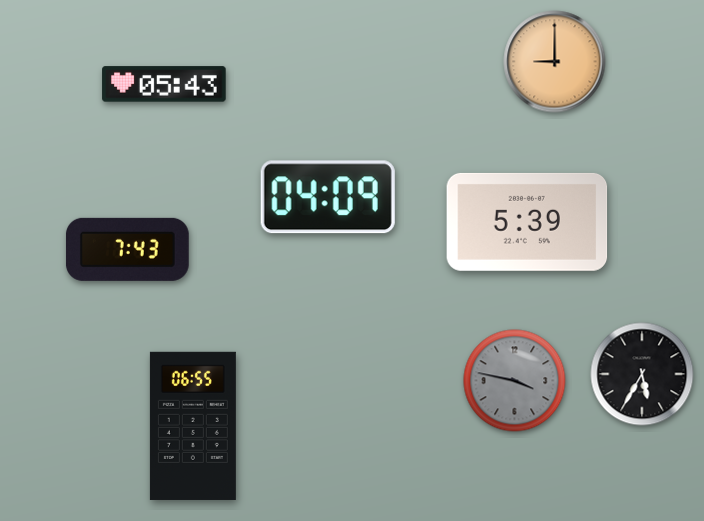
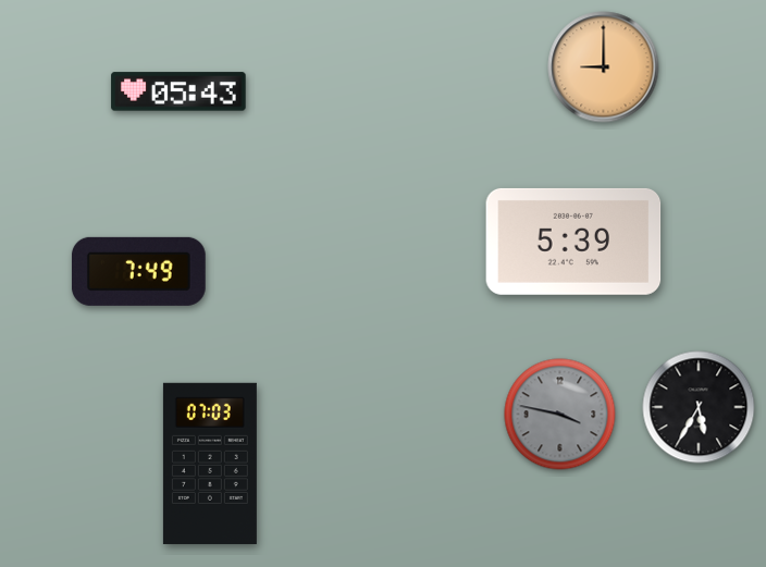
clock at (328, 197): 04:09 -> none
clock at (127, 249): 7:43 -> 7:49
clock at (193, 426): 06:55 -> 07:03
